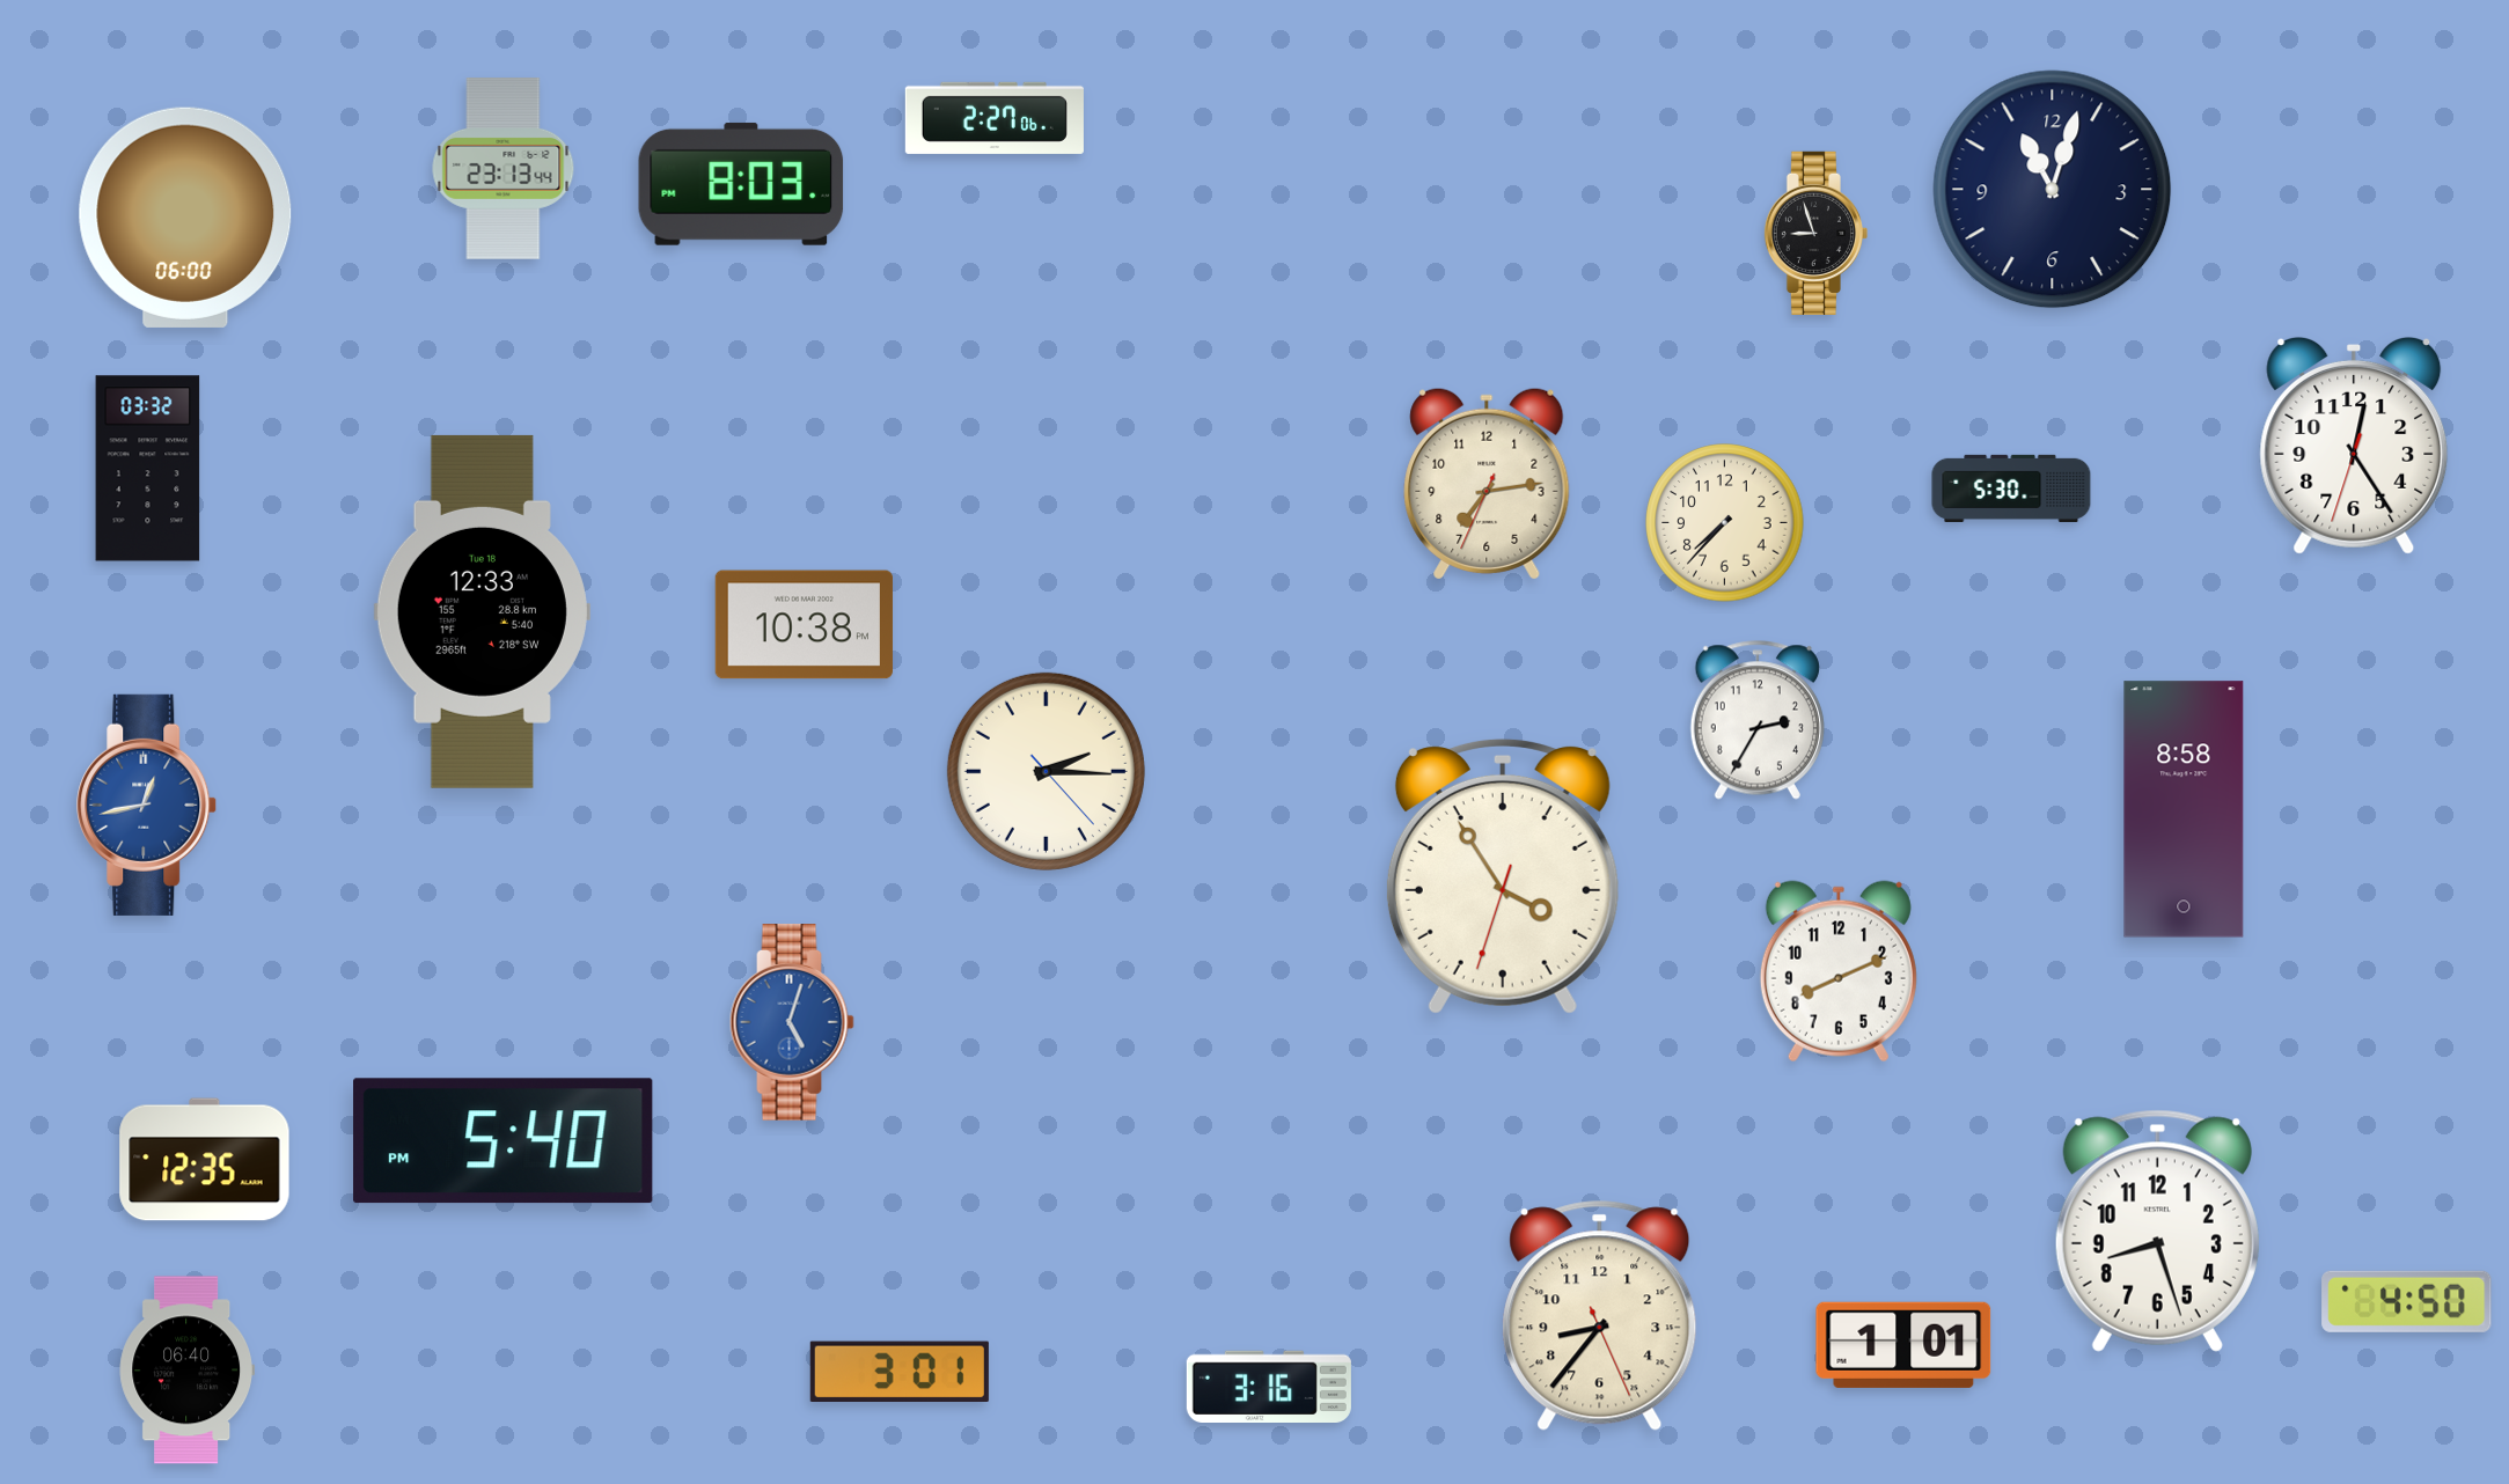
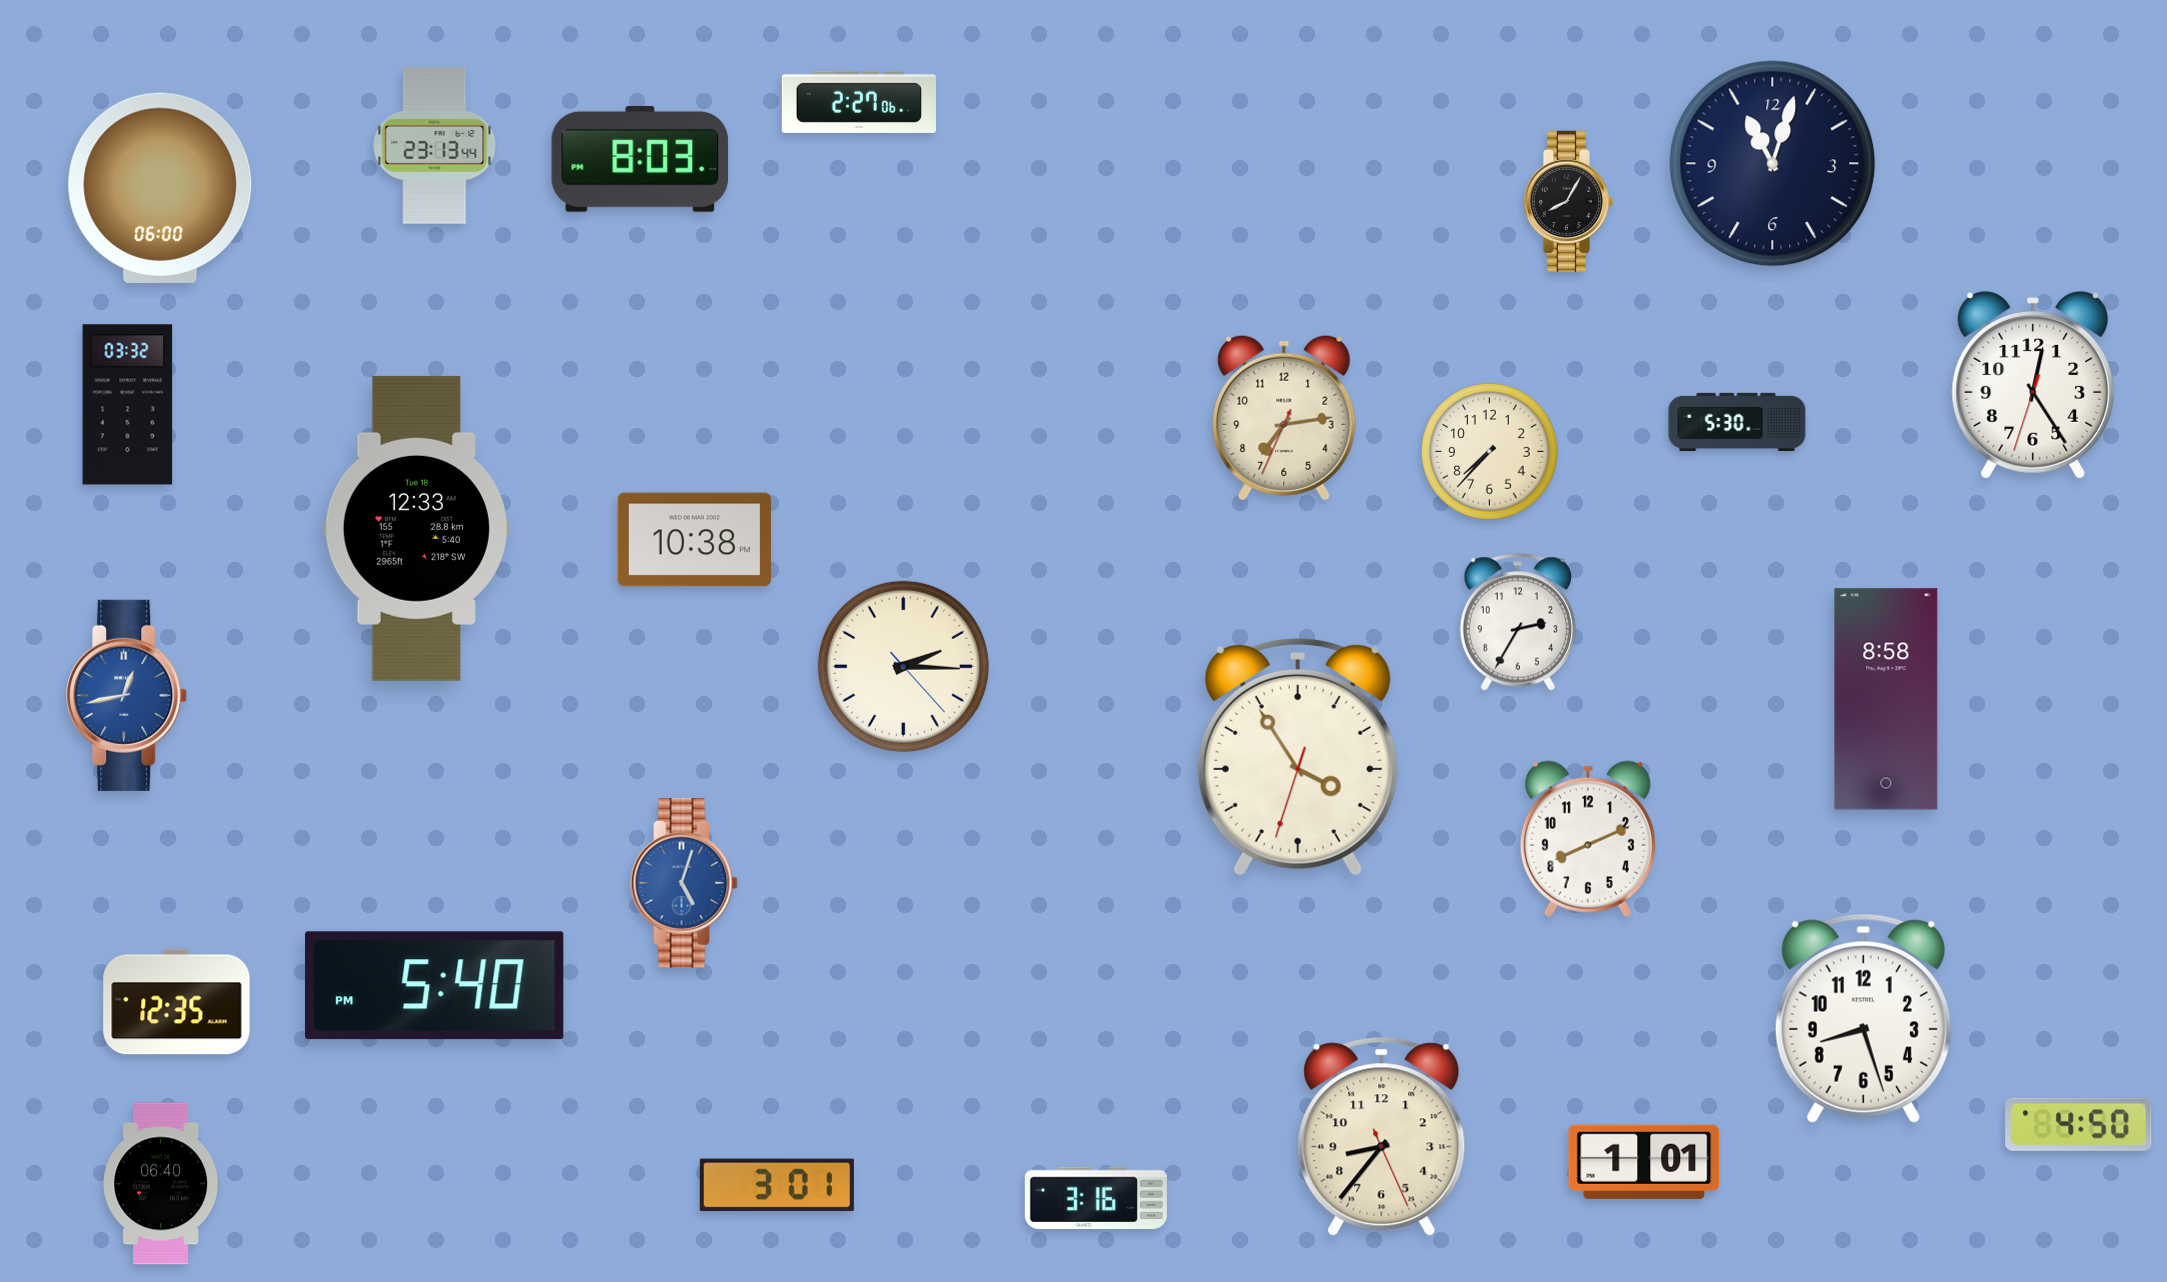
clock at (1815, 233): 8:57 -> 8:05
clock at (2157, 1230) position: (2157, 1230) -> (1863, 1018)
